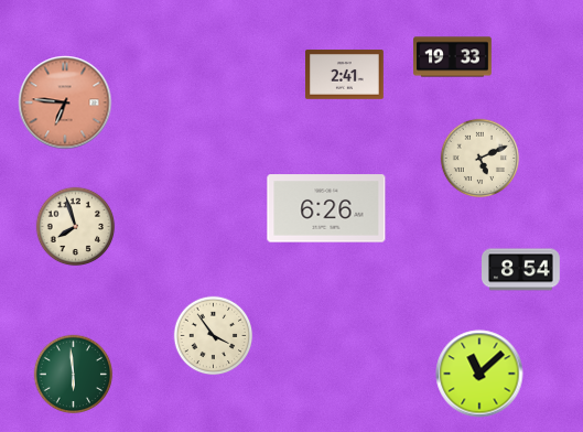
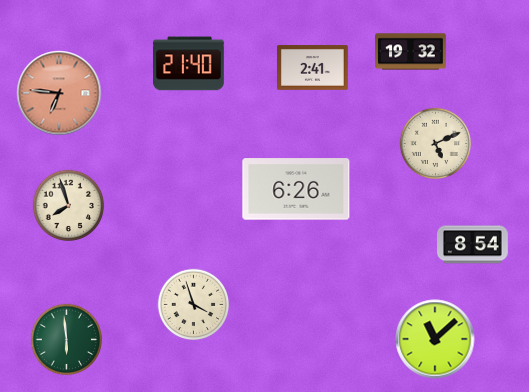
clock at (453, 57): 19:33 -> 19:32
clock at (189, 64): none -> 21:40
clock at (214, 336): 3:54 -> 3:57
